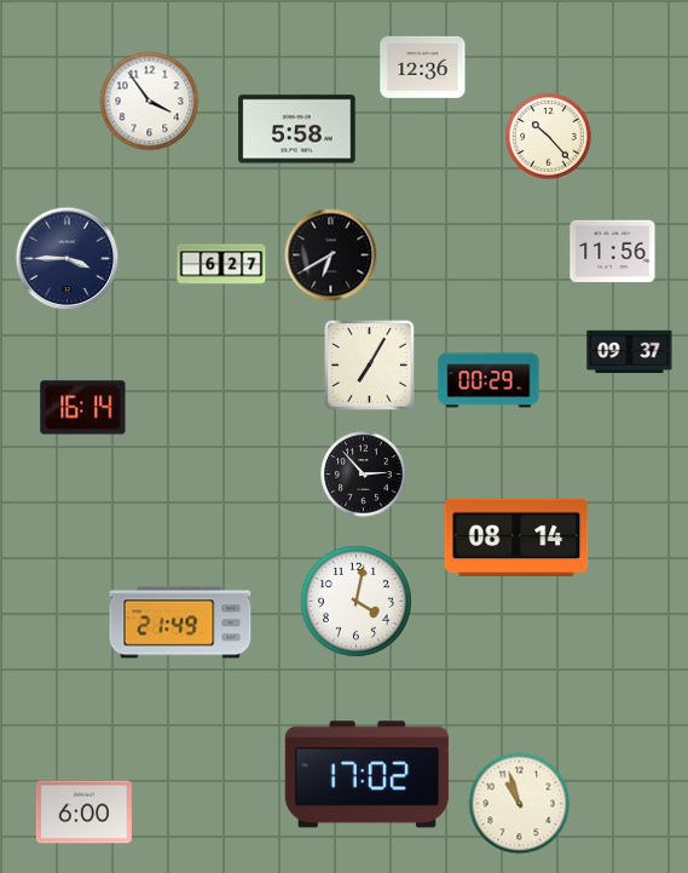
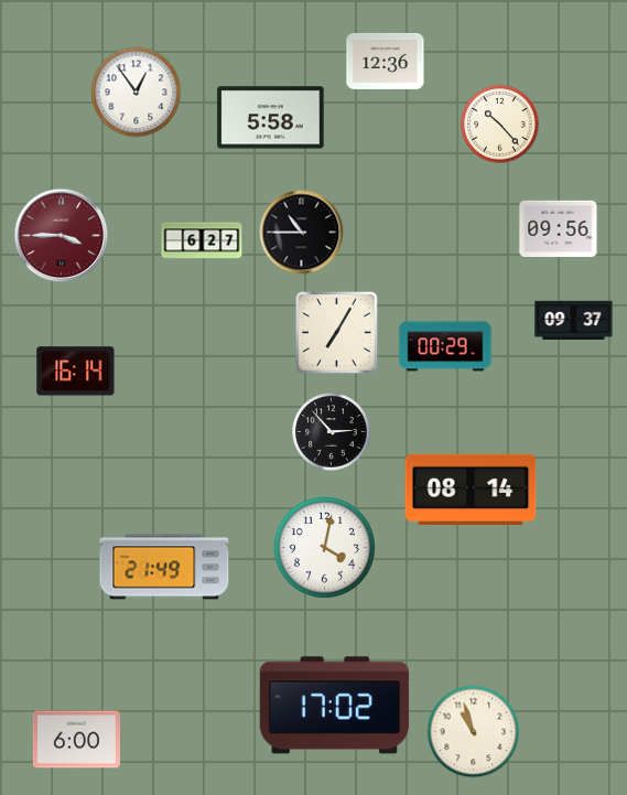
clock at (150, 102): 3:54 -> 12:54
clock at (613, 252): 11:56 -> 09:56
clock at (331, 255): 6:40 -> 10:45
clock at (68, 259) dial: navy -> burgundy
